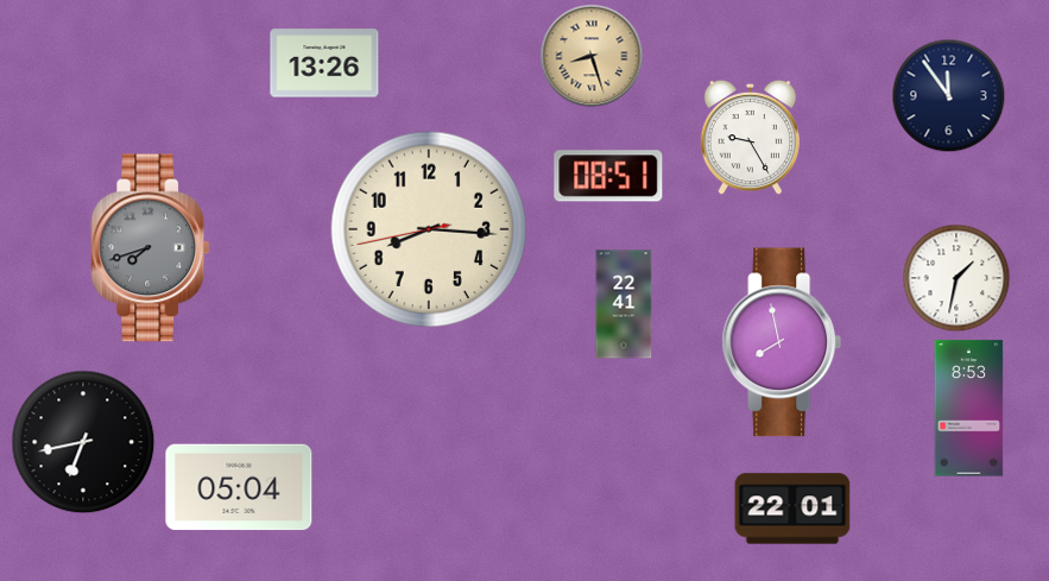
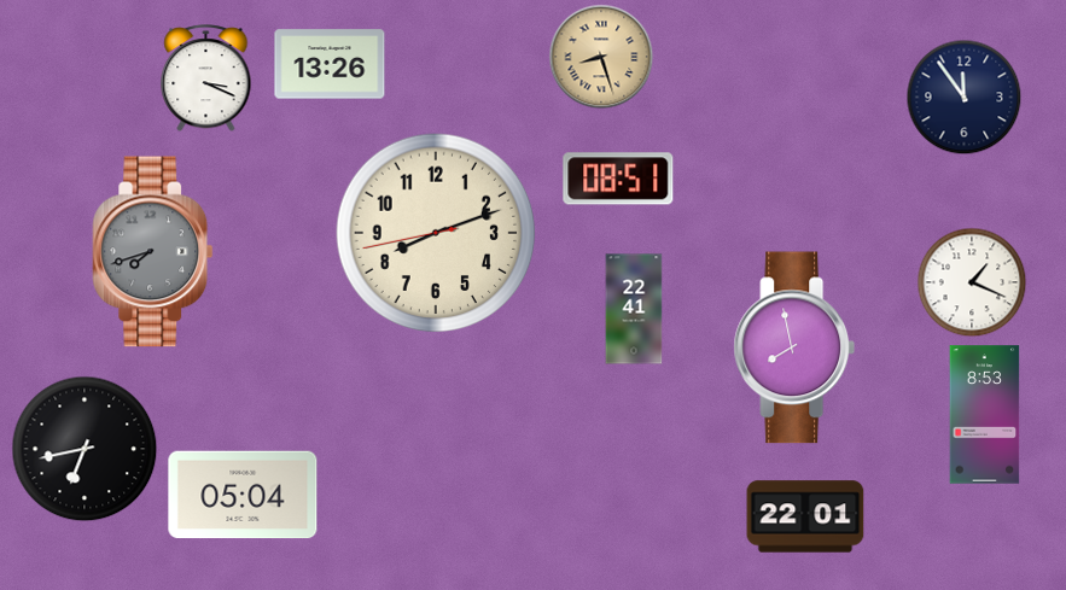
clock at (206, 78): none -> 3:19
clock at (750, 138): 9:25 -> none
clock at (429, 229): 8:15 -> 8:11
clock at (956, 278): 1:32 -> 1:19
